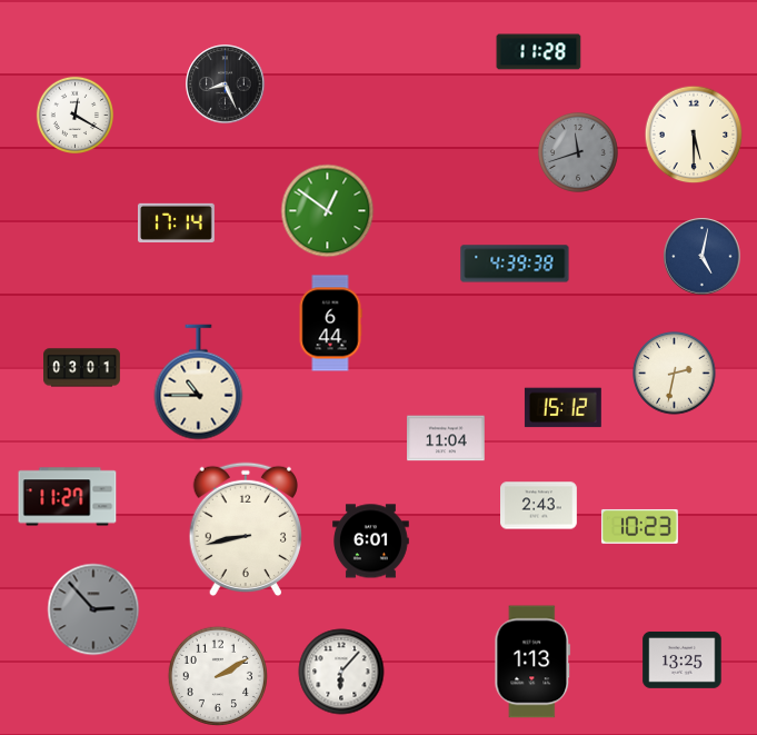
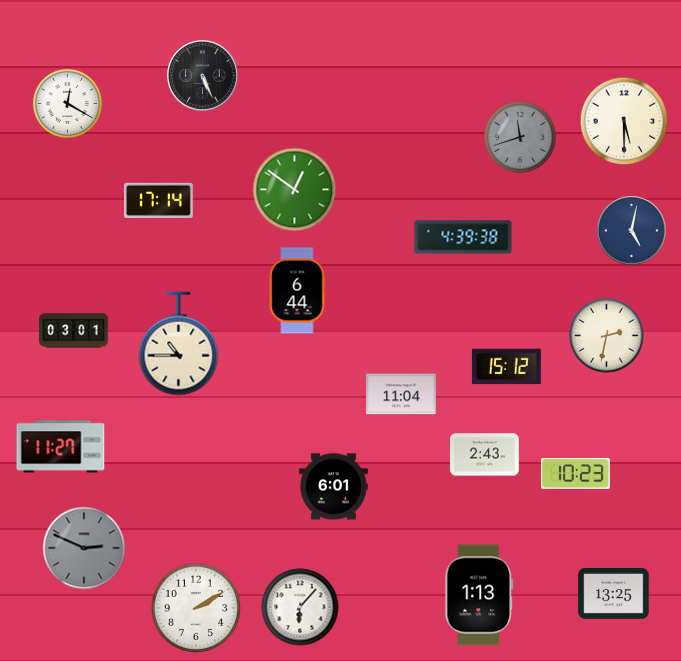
clock at (539, 52): 11:28 -> none
clock at (226, 85): 8:26 -> 5:26
clock at (246, 529): 8:43 -> none
clock at (93, 609): 2:53 -> 2:49
clock at (341, 672) position: (341, 672) -> (300, 607)
